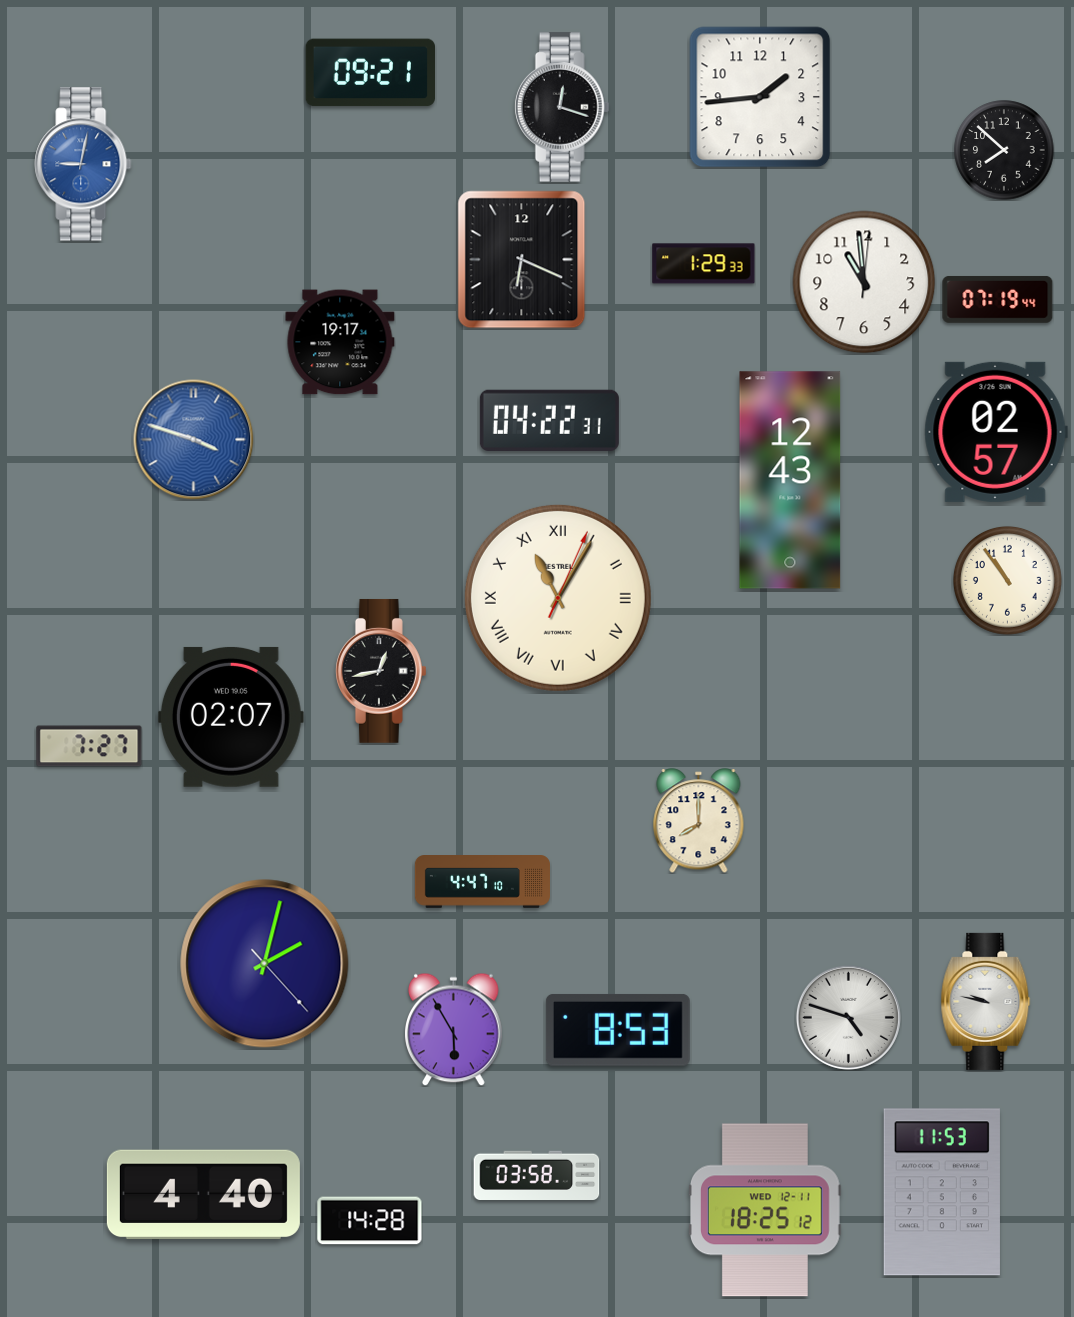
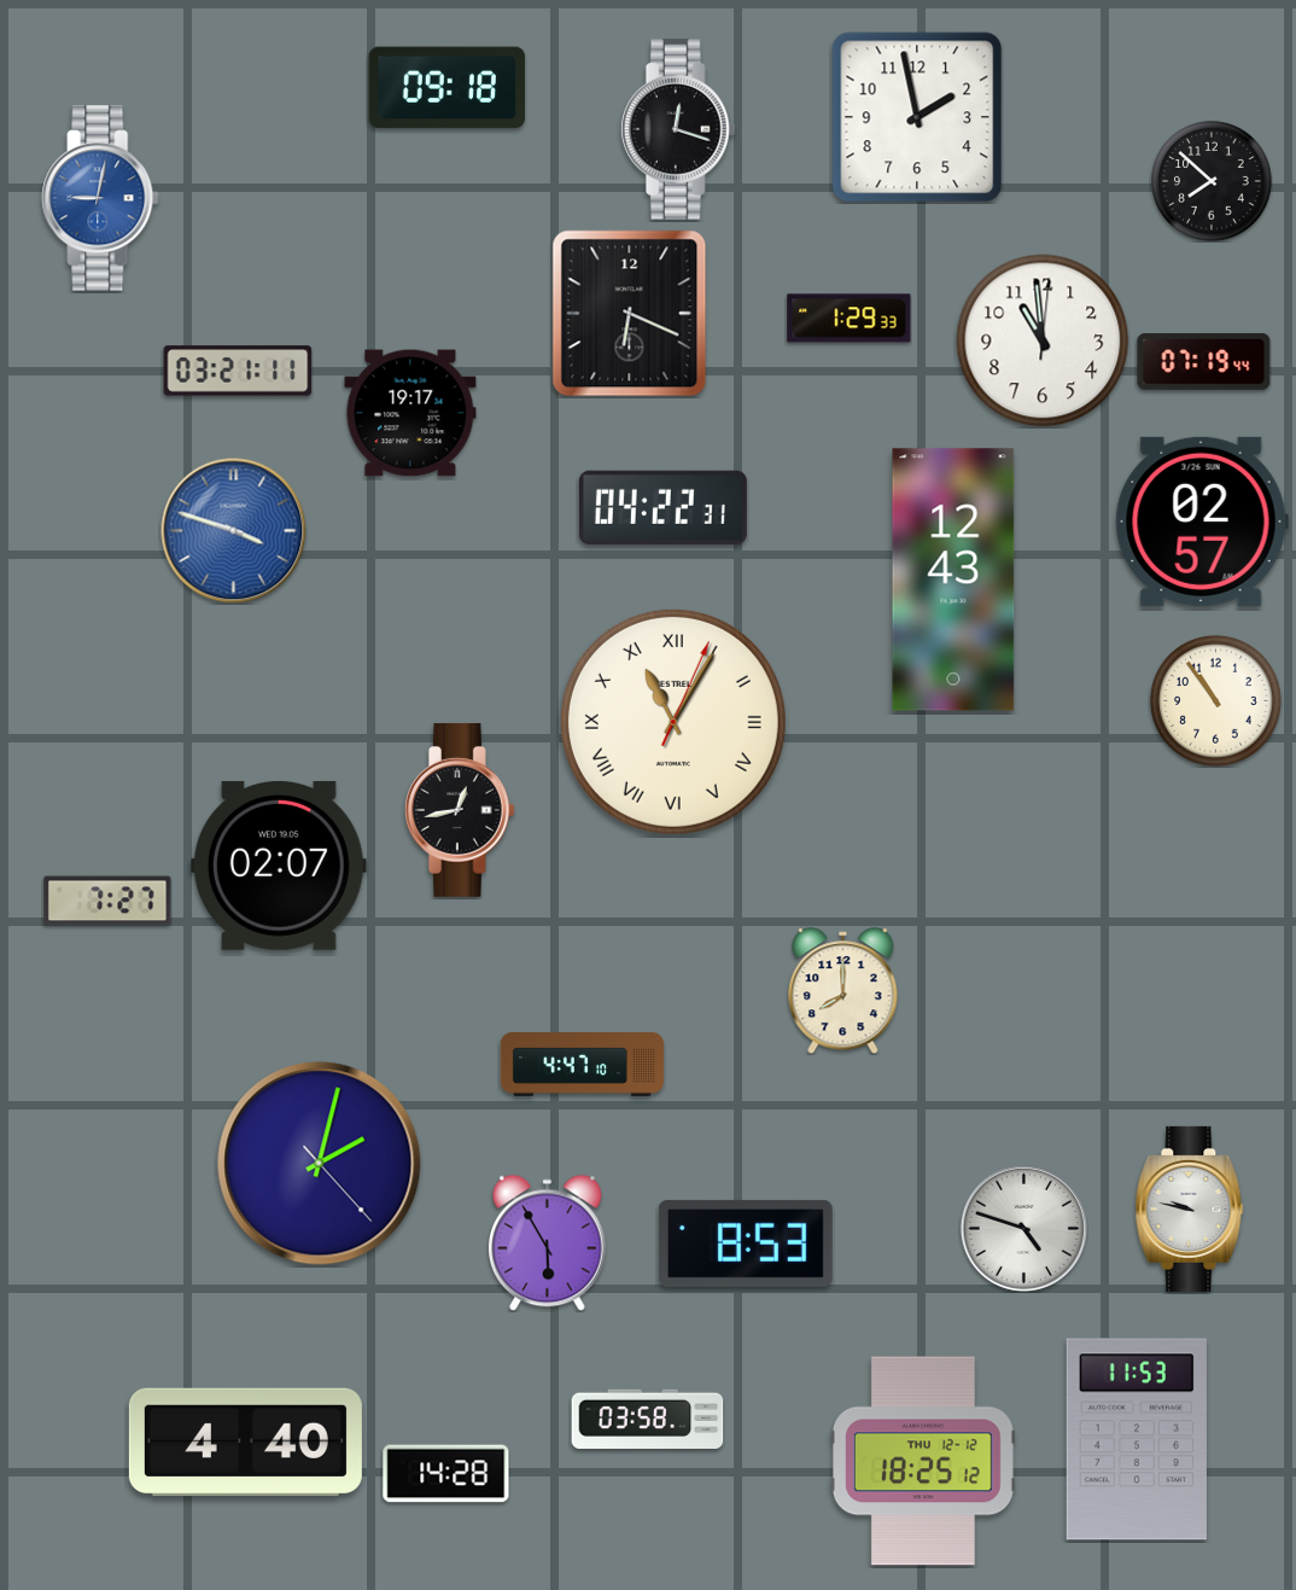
clock at (370, 73): 09:21 -> 09:18
clock at (760, 97): 1:44 -> 1:58
clock at (238, 371): none -> 03:21
clock at (765, 1210) date: WED 12-11 -> THU 12-12
